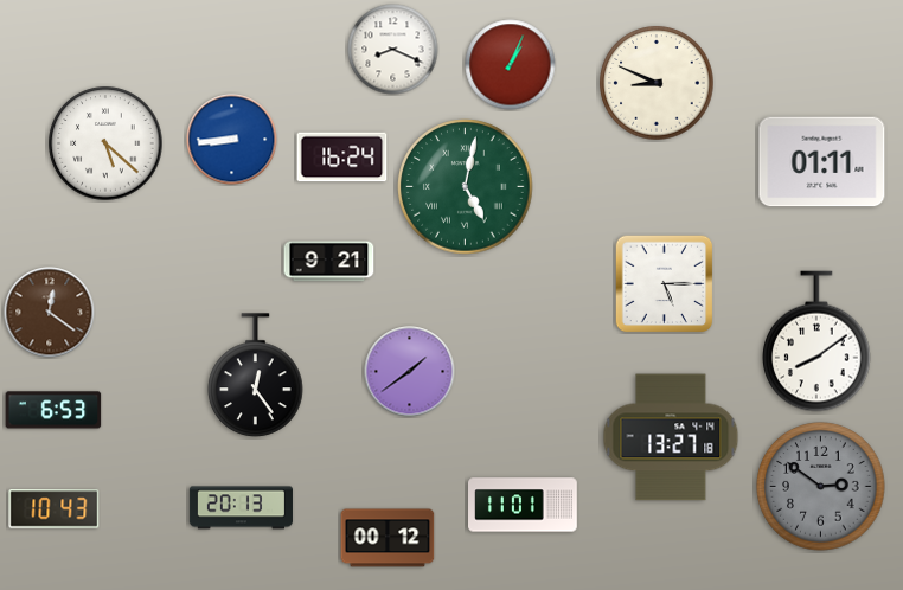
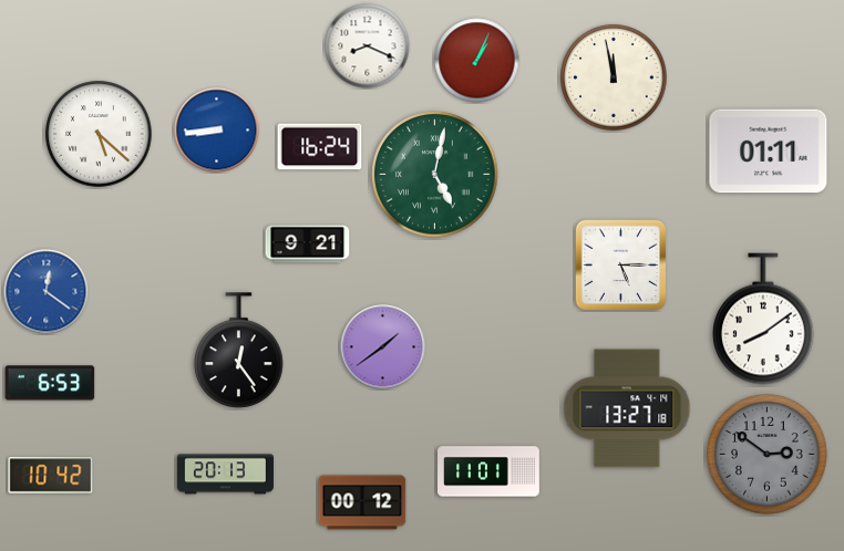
clock at (657, 83): 8:49 -> 11:58
clock at (50, 313) dial: brown -> blue
clock at (55, 509): 10:43 -> 10:42
